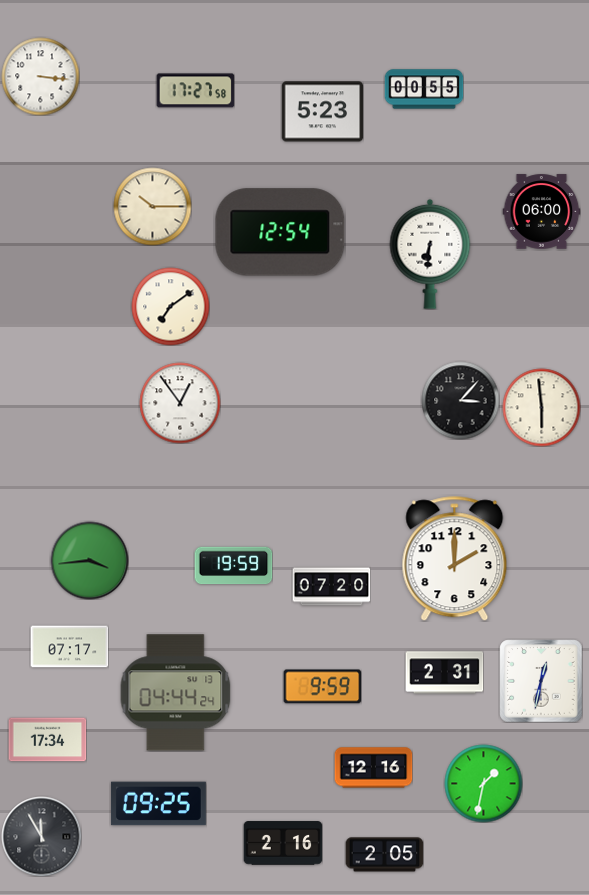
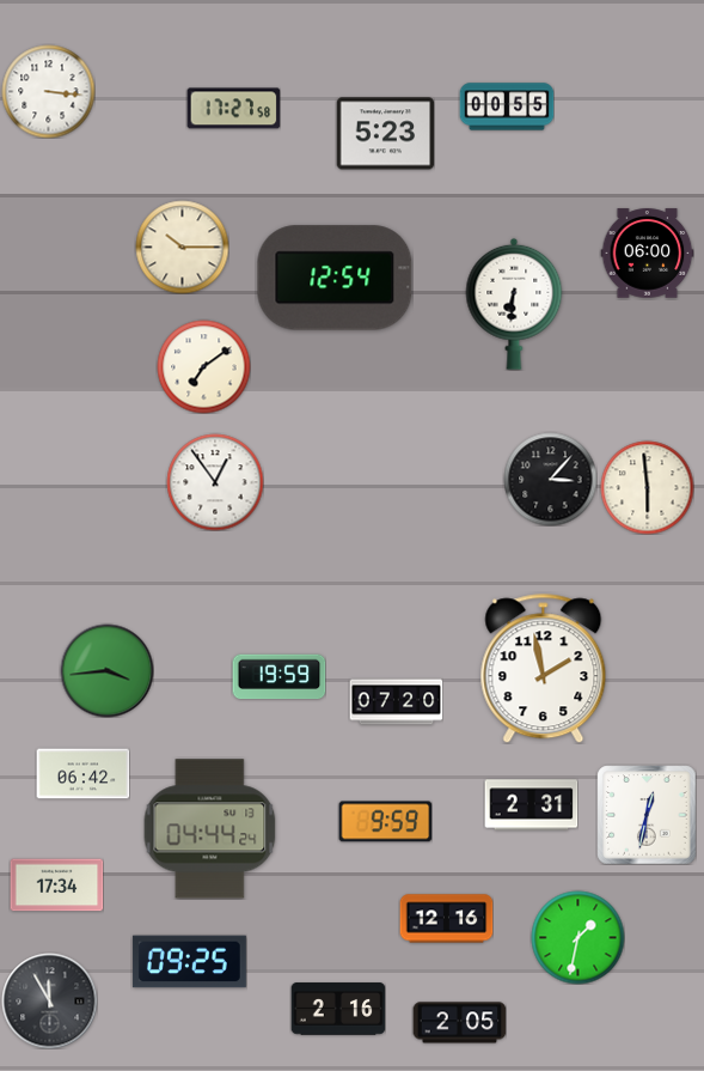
clock at (455, 559): 2:00 -> 1:58
clock at (69, 647): 07:17 -> 06:42
